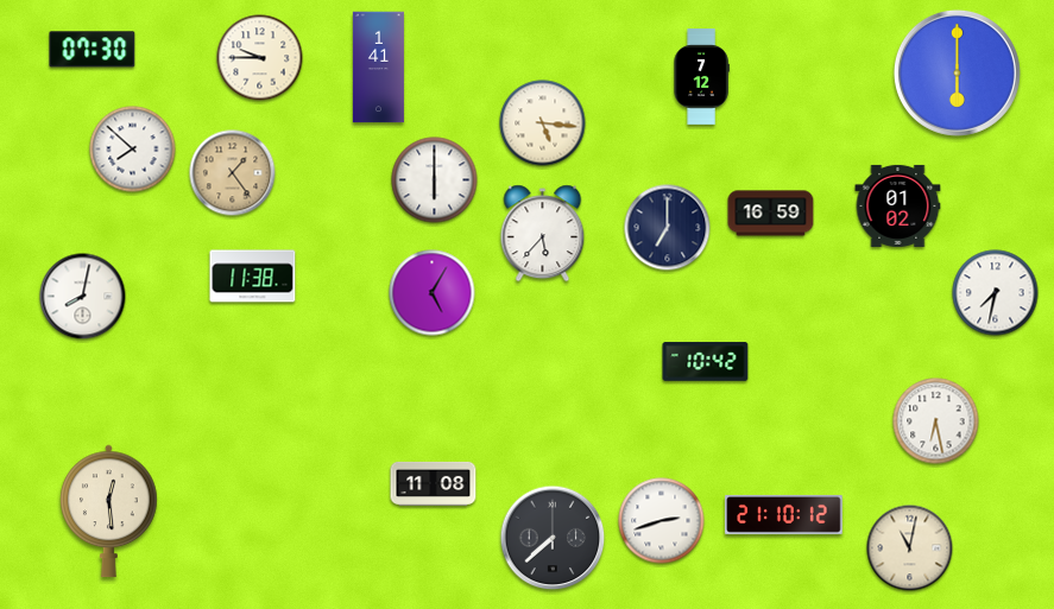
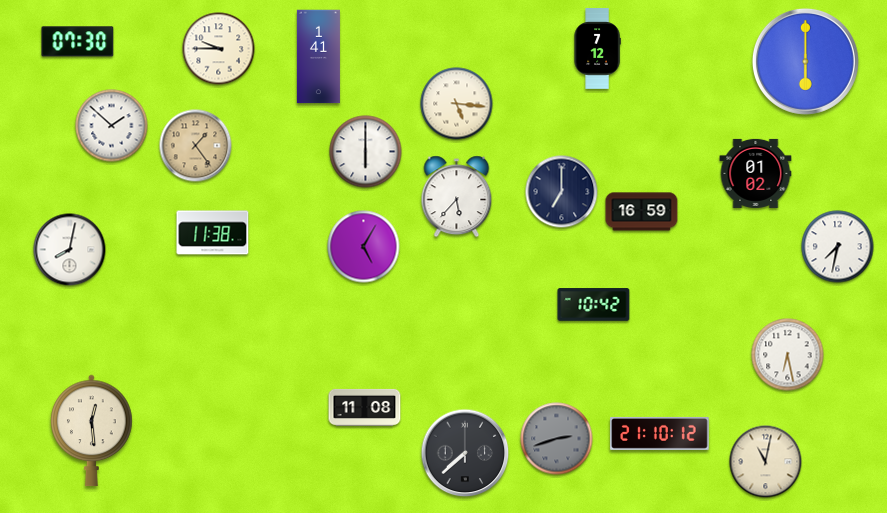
clock at (701, 77) position: (701, 77) -> (597, 49)
clock at (133, 150): 7:52 -> 1:52
clock at (771, 214) position: (771, 214) -> (642, 212)
clock at (662, 521) dial: white -> grey
